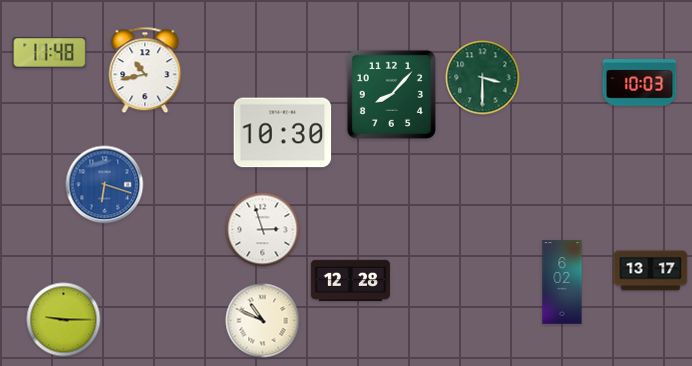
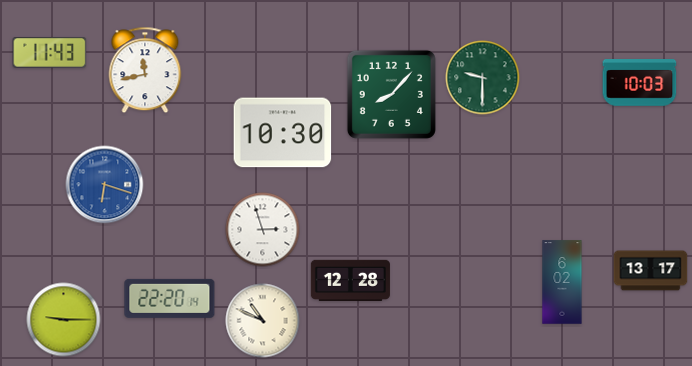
clock at (50, 53): 11:48 -> 11:43
clock at (145, 70): 10:43 -> 11:43
clock at (483, 78): 3:30 -> 9:30
clock at (170, 298): none -> 22:20
